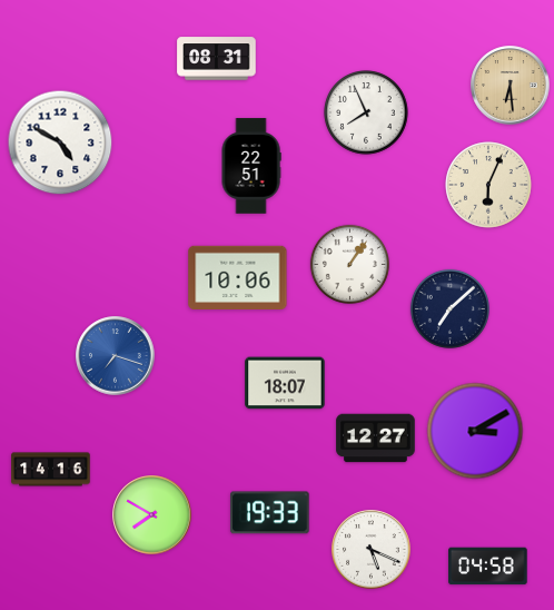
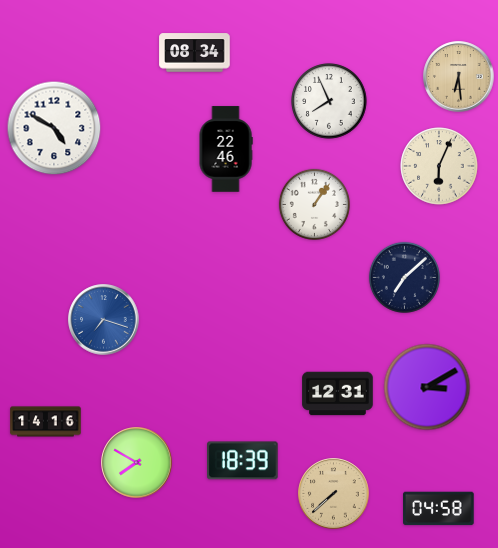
clock at (217, 59): 08:31 -> 08:34
clock at (251, 166): 22:51 -> 22:46
clock at (349, 264) position: (349, 264) -> (314, 204)
clock at (238, 277): 10:06 -> none
clock at (285, 383): 18:07 -> none
clock at (376, 439): 12:27 -> 12:31
clock at (270, 513): 19:33 -> 18:39
clock at (372, 550): 5:19 -> 7:38
clock at (372, 550) dial: white -> champagne
